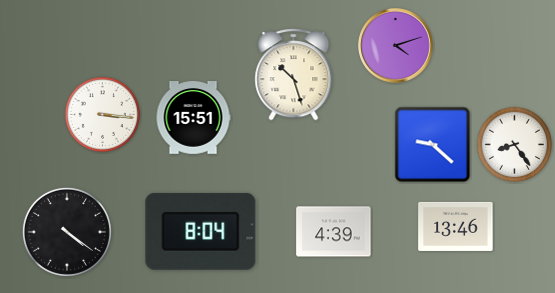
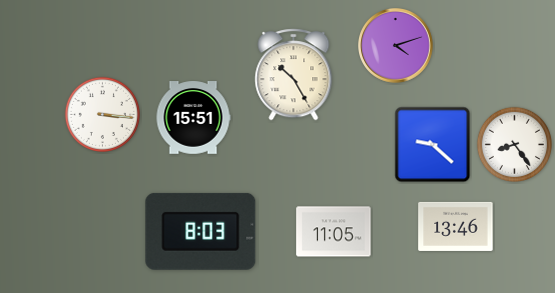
clock at (294, 75): 10:27 -> 10:25
clock at (201, 231): 8:04 -> 8:03
clock at (67, 232): 4:21 -> none
clock at (334, 232): 4:39 -> 11:05
